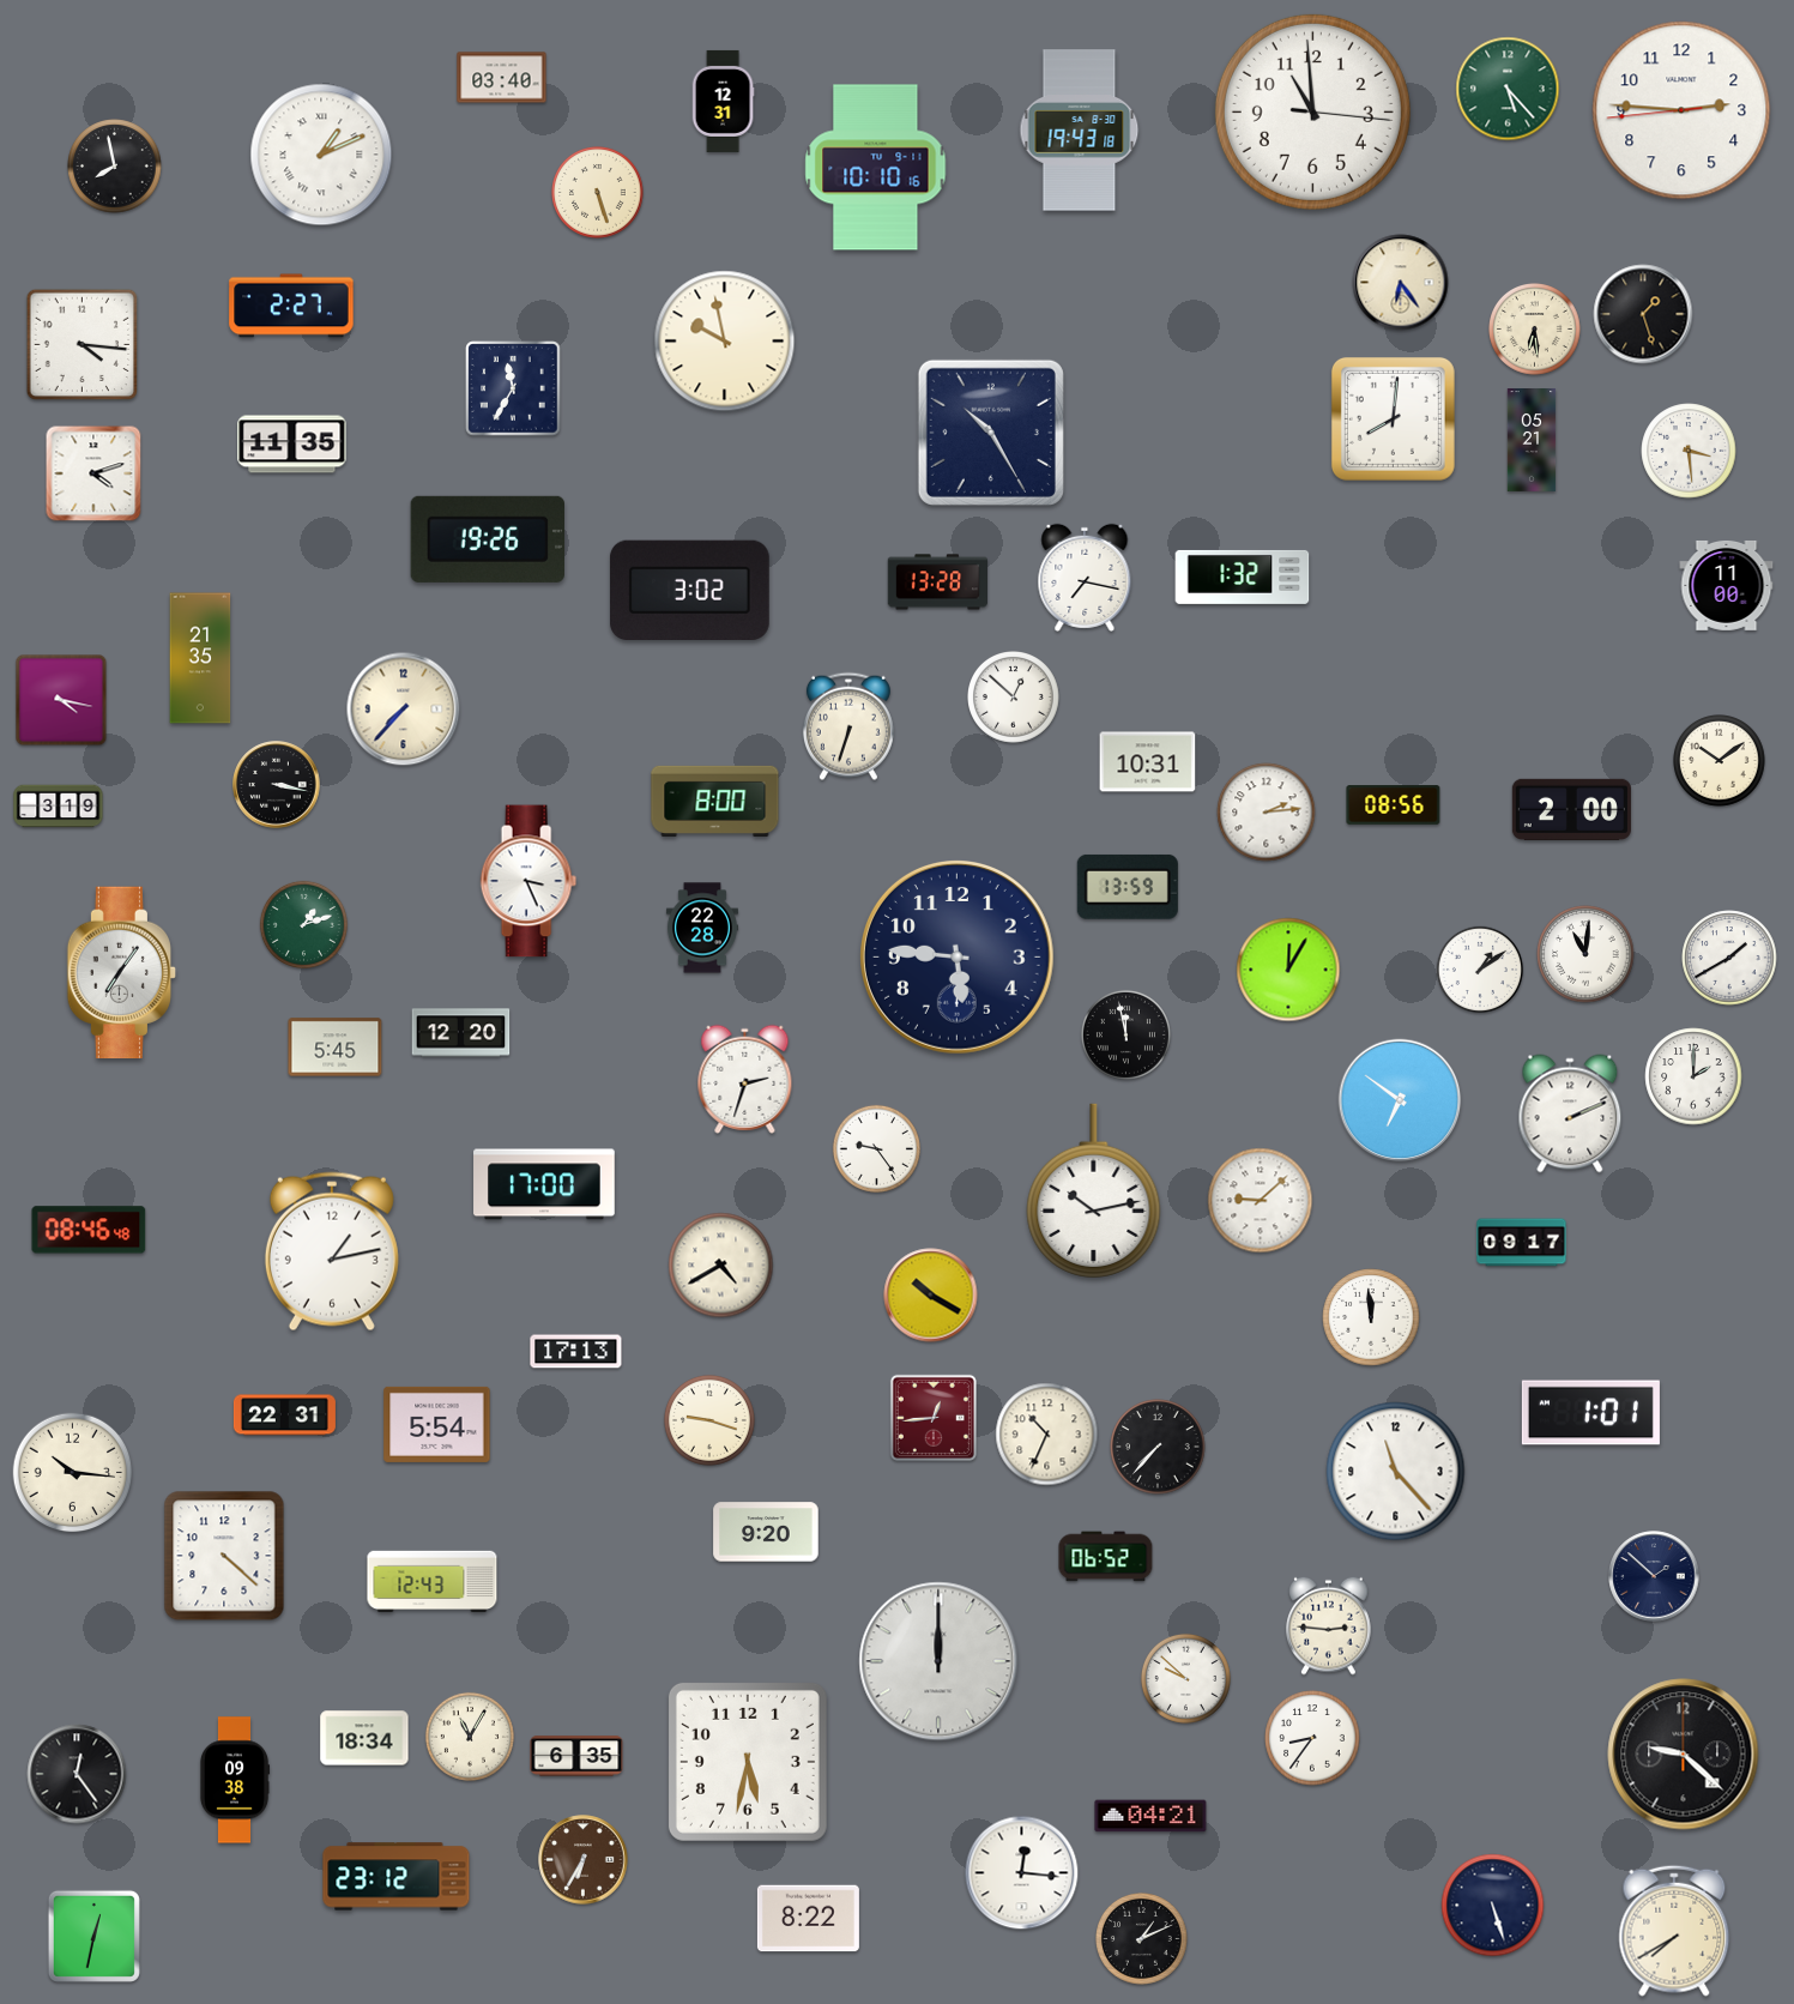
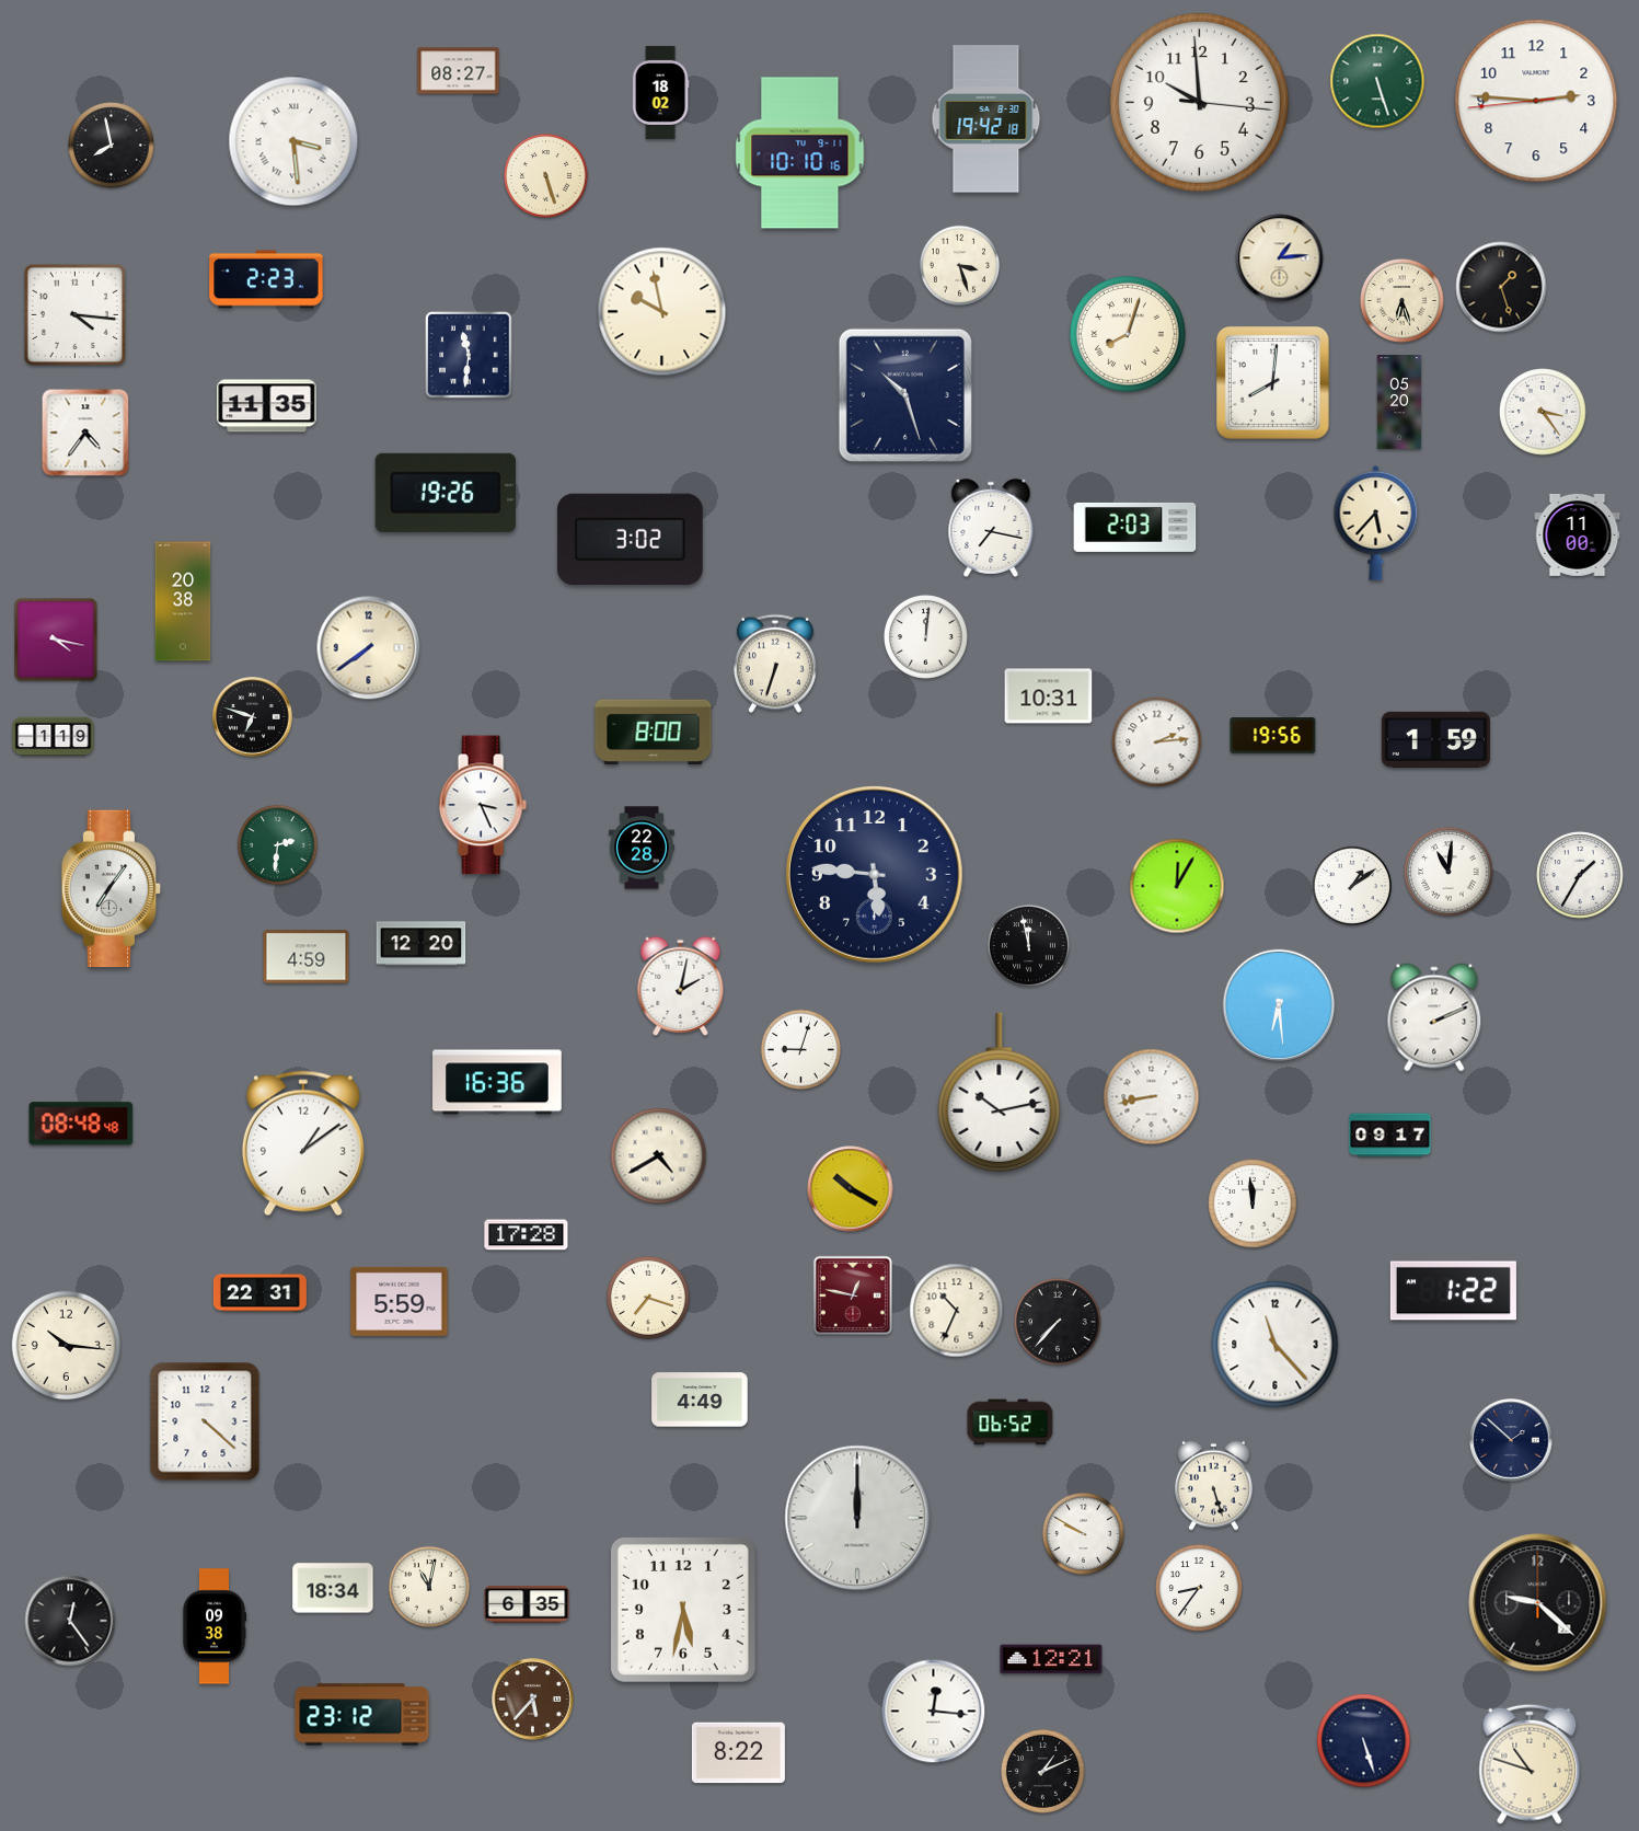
clock at (502, 78): 03:40 -> 08:27
clock at (1508, 89): 5:23 -> 5:27
clock at (723, 101): 12:31 -> 18:02
clock at (1312, 111): 10:59 -> 9:59
clock at (1080, 131): 19:43 -> 19:42
clock at (321, 155): 1:11 -> 3:29
clock at (115, 167) position: (115, 167) -> (112, 146)
clock at (1401, 283): 6:24 -> 1:14
clock at (959, 265): none -> 3:27
clock at (291, 306): 2:27 -> 2:23
clock at (1535, 330): 6:29 -> 6:27
clock at (1128, 334): none -> 8:03
clock at (513, 388): 11:35 -> 11:31
clock at (991, 433): 10:25 -> 10:27
clock at (1532, 441): 05:21 -> 05:20
clock at (1689, 451): 3:29 -> 3:24
clock at (93, 473): 4:12 -> 4:36
clock at (1376, 522): none -> 5:37
clock at (1243, 577): 1:32 -> 2:03
clock at (937, 583): 13:28 -> none
clock at (200, 658): 21:35 -> 20:38
clock at (1014, 698): 12:52 -> 12:01
clock at (404, 710): 7:37 -> 7:39
clock at (1720, 761): 10:09 -> none
clock at (277, 785): 3:17 -> 6:48
clock at (1394, 805): 08:56 -> 19:56
clock at (59, 807): 3:19 -> 1:19
clock at (1571, 809): 2:00 -> 1:59
clock at (1128, 887): 13:59 -> none
clock at (303, 924): 1:12 -> 2:31
clock at (1729, 958): 1:40 -> 1:35
clock at (336, 1048): 5:45 -> 4:59
clock at (1693, 1076): 2:00 -> none
clock at (745, 1079): 2:33 -> 2:02
clock at (1400, 1100): 6:51 -> 6:29
clock at (876, 1148): 9:24 -> 9:03
clock at (544, 1184): 17:00 -> 16:36
clock at (1094, 1190) position: (1094, 1190) -> (1000, 1092)
clock at (1261, 1201): 9:08 -> 8:43
clock at (89, 1230): 08:46 -> 08:48
clock at (332, 1251): 1:13 -> 1:09
clock at (931, 1296) position: (931, 1296) -> (851, 1189)
clock at (576, 1352): 17:13 -> 17:28
clock at (1590, 1413): 1:01 -> 1:22
clock at (934, 1418): 12:44 -> 12:47
clock at (709, 1420): 9:18 -> 7:18
clock at (437, 1424): 5:54 -> 5:59
clock at (766, 1532): 9:20 -> 4:49
clock at (433, 1582): 12:43 -> none
clock at (1329, 1625): 2:46 -> 5:27
clock at (1185, 1678): 9:52 -> 9:50
clock at (470, 1737): 11:05 -> 11:02
clock at (1150, 1816): 04:21 -> 12:21
clock at (584, 1860): 6:35 -> 5:37
clock at (1674, 1931): 7:40 -> 10:48
clock at (93, 1936): 12:32 -> none
